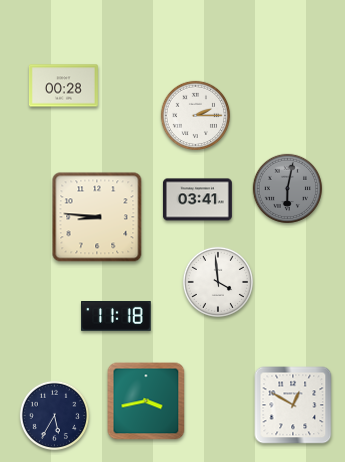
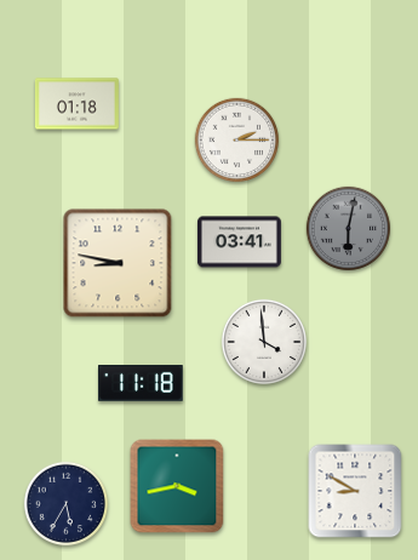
clock at (63, 86): 00:28 -> 01:18
clock at (97, 217): 8:46 -> 8:47
clock at (293, 405): 12:50 -> 8:50
